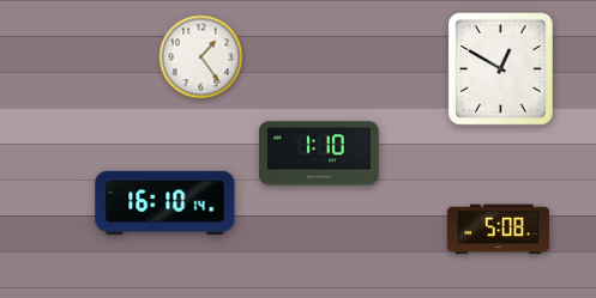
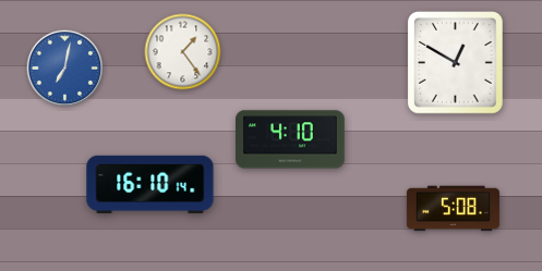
clock at (65, 69): none -> 7:02
clock at (319, 153): 1:10 -> 4:10
